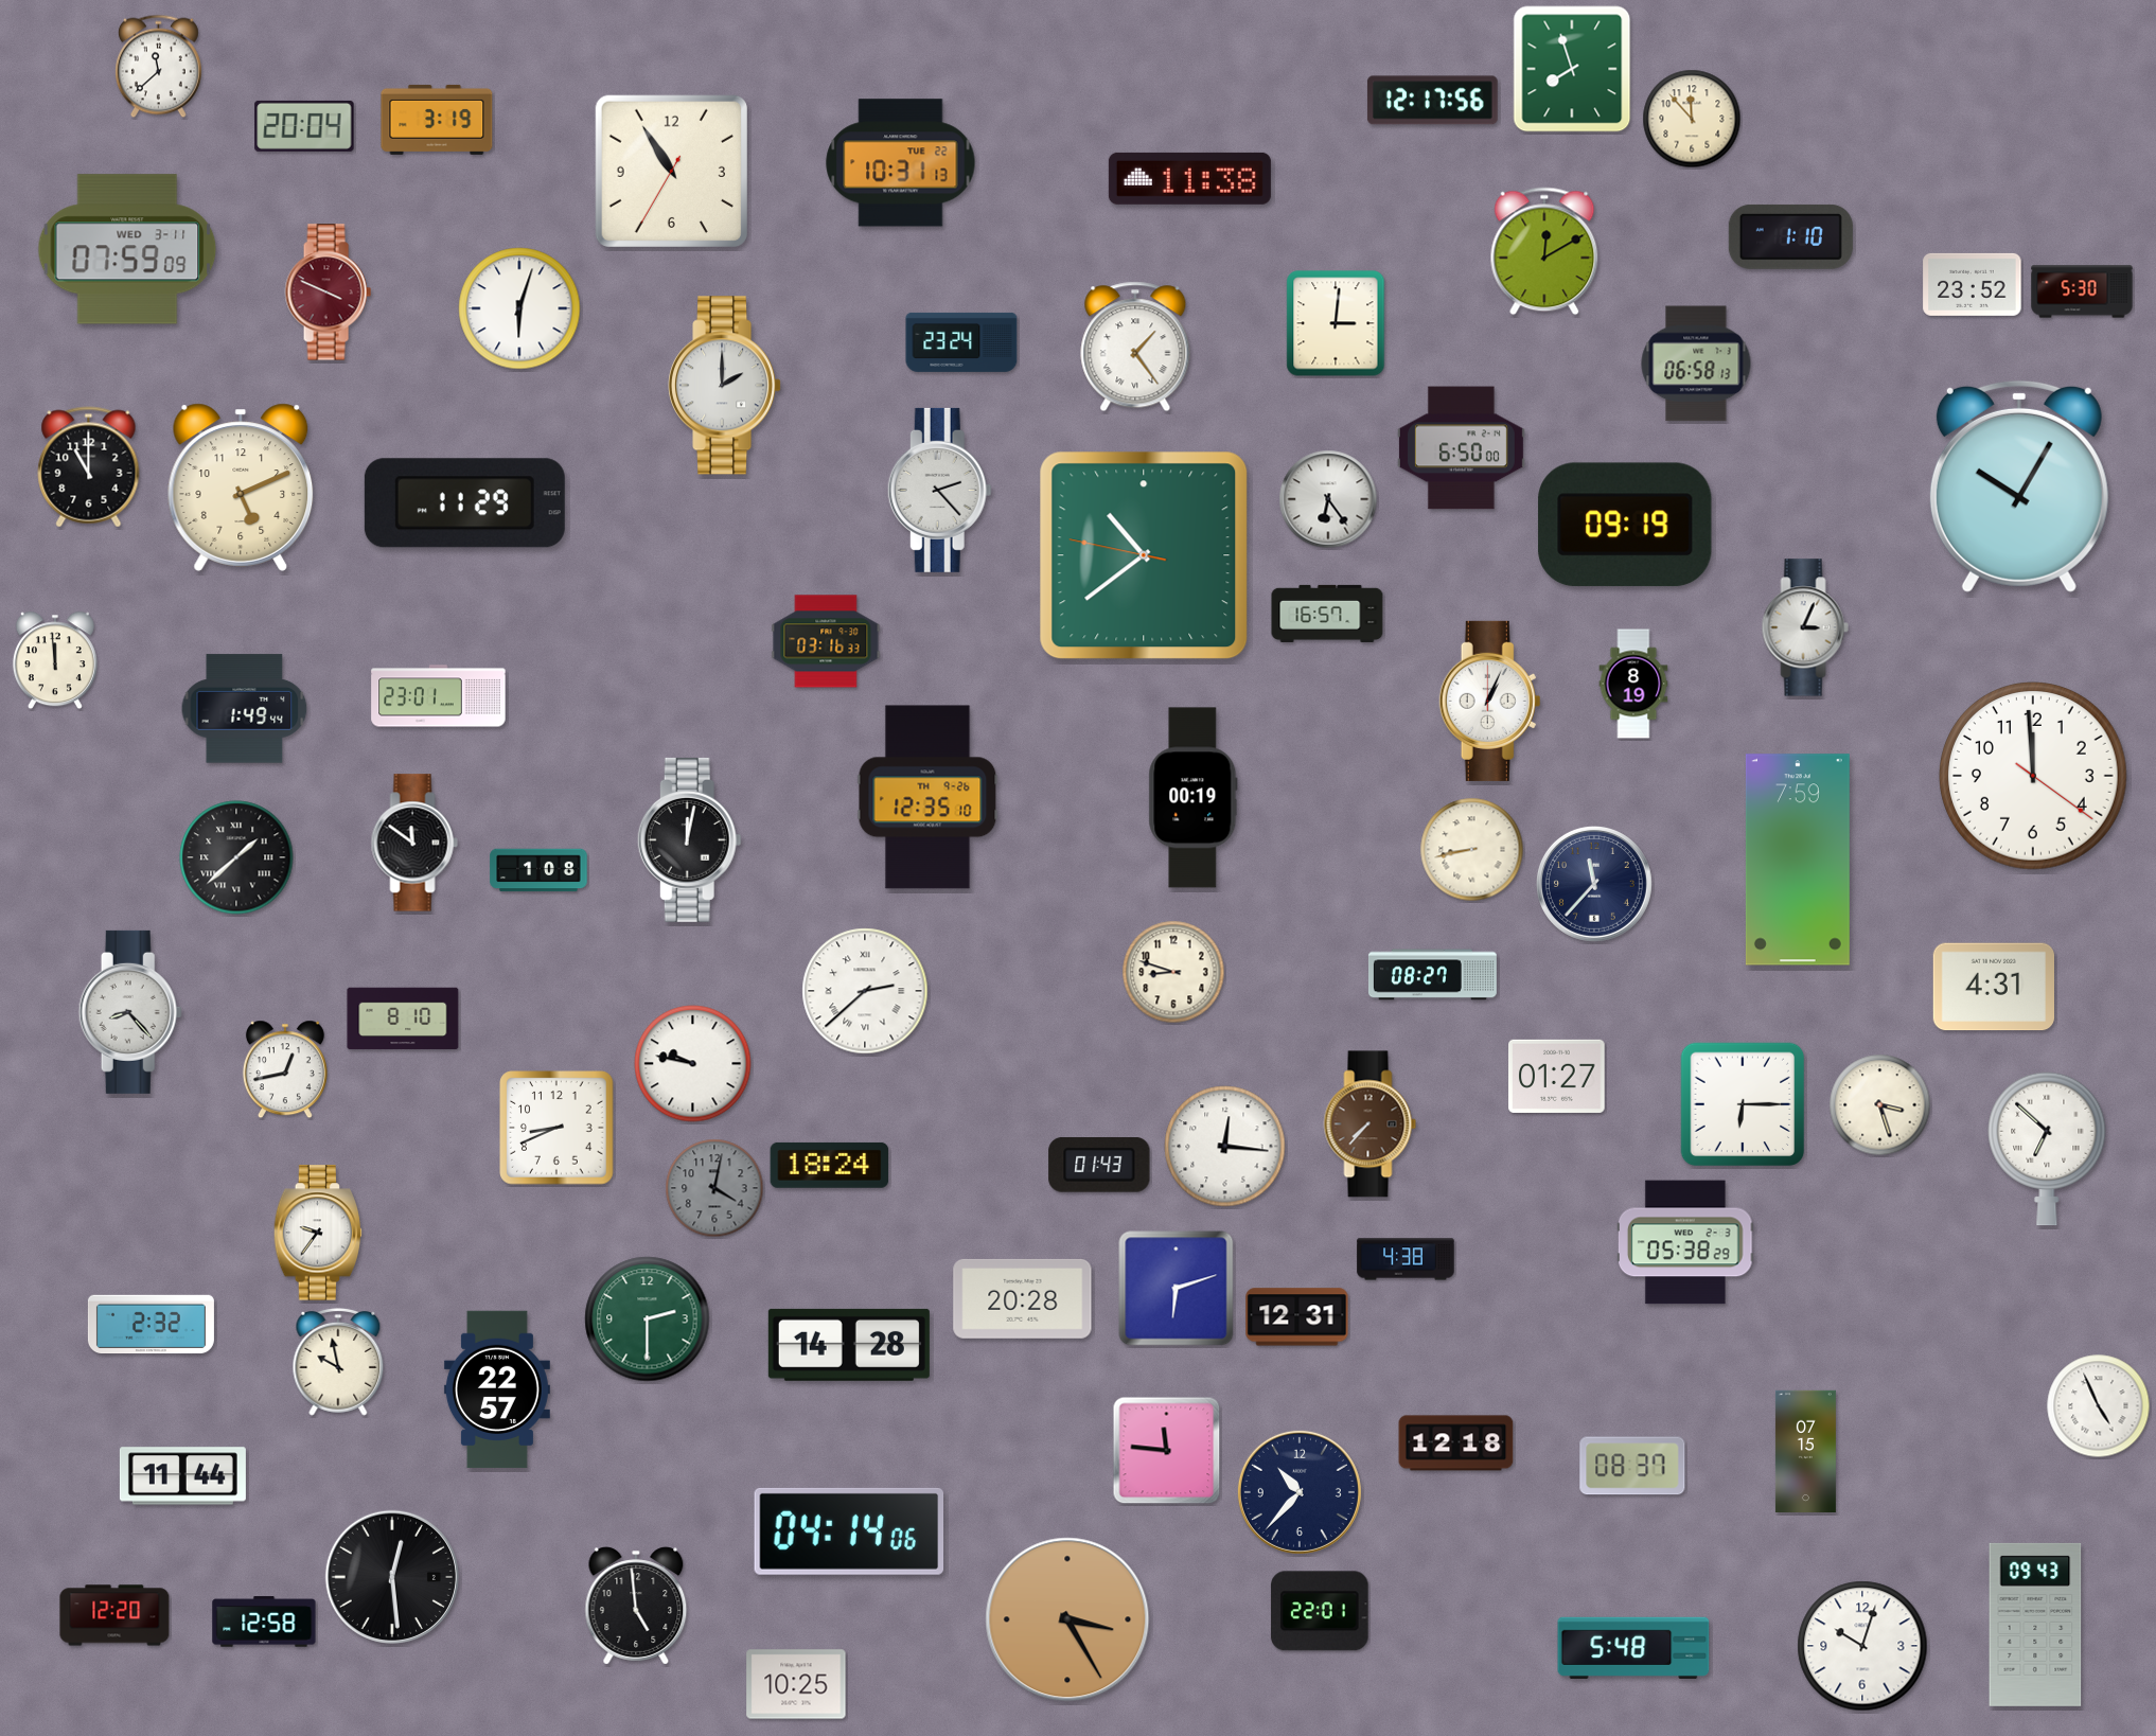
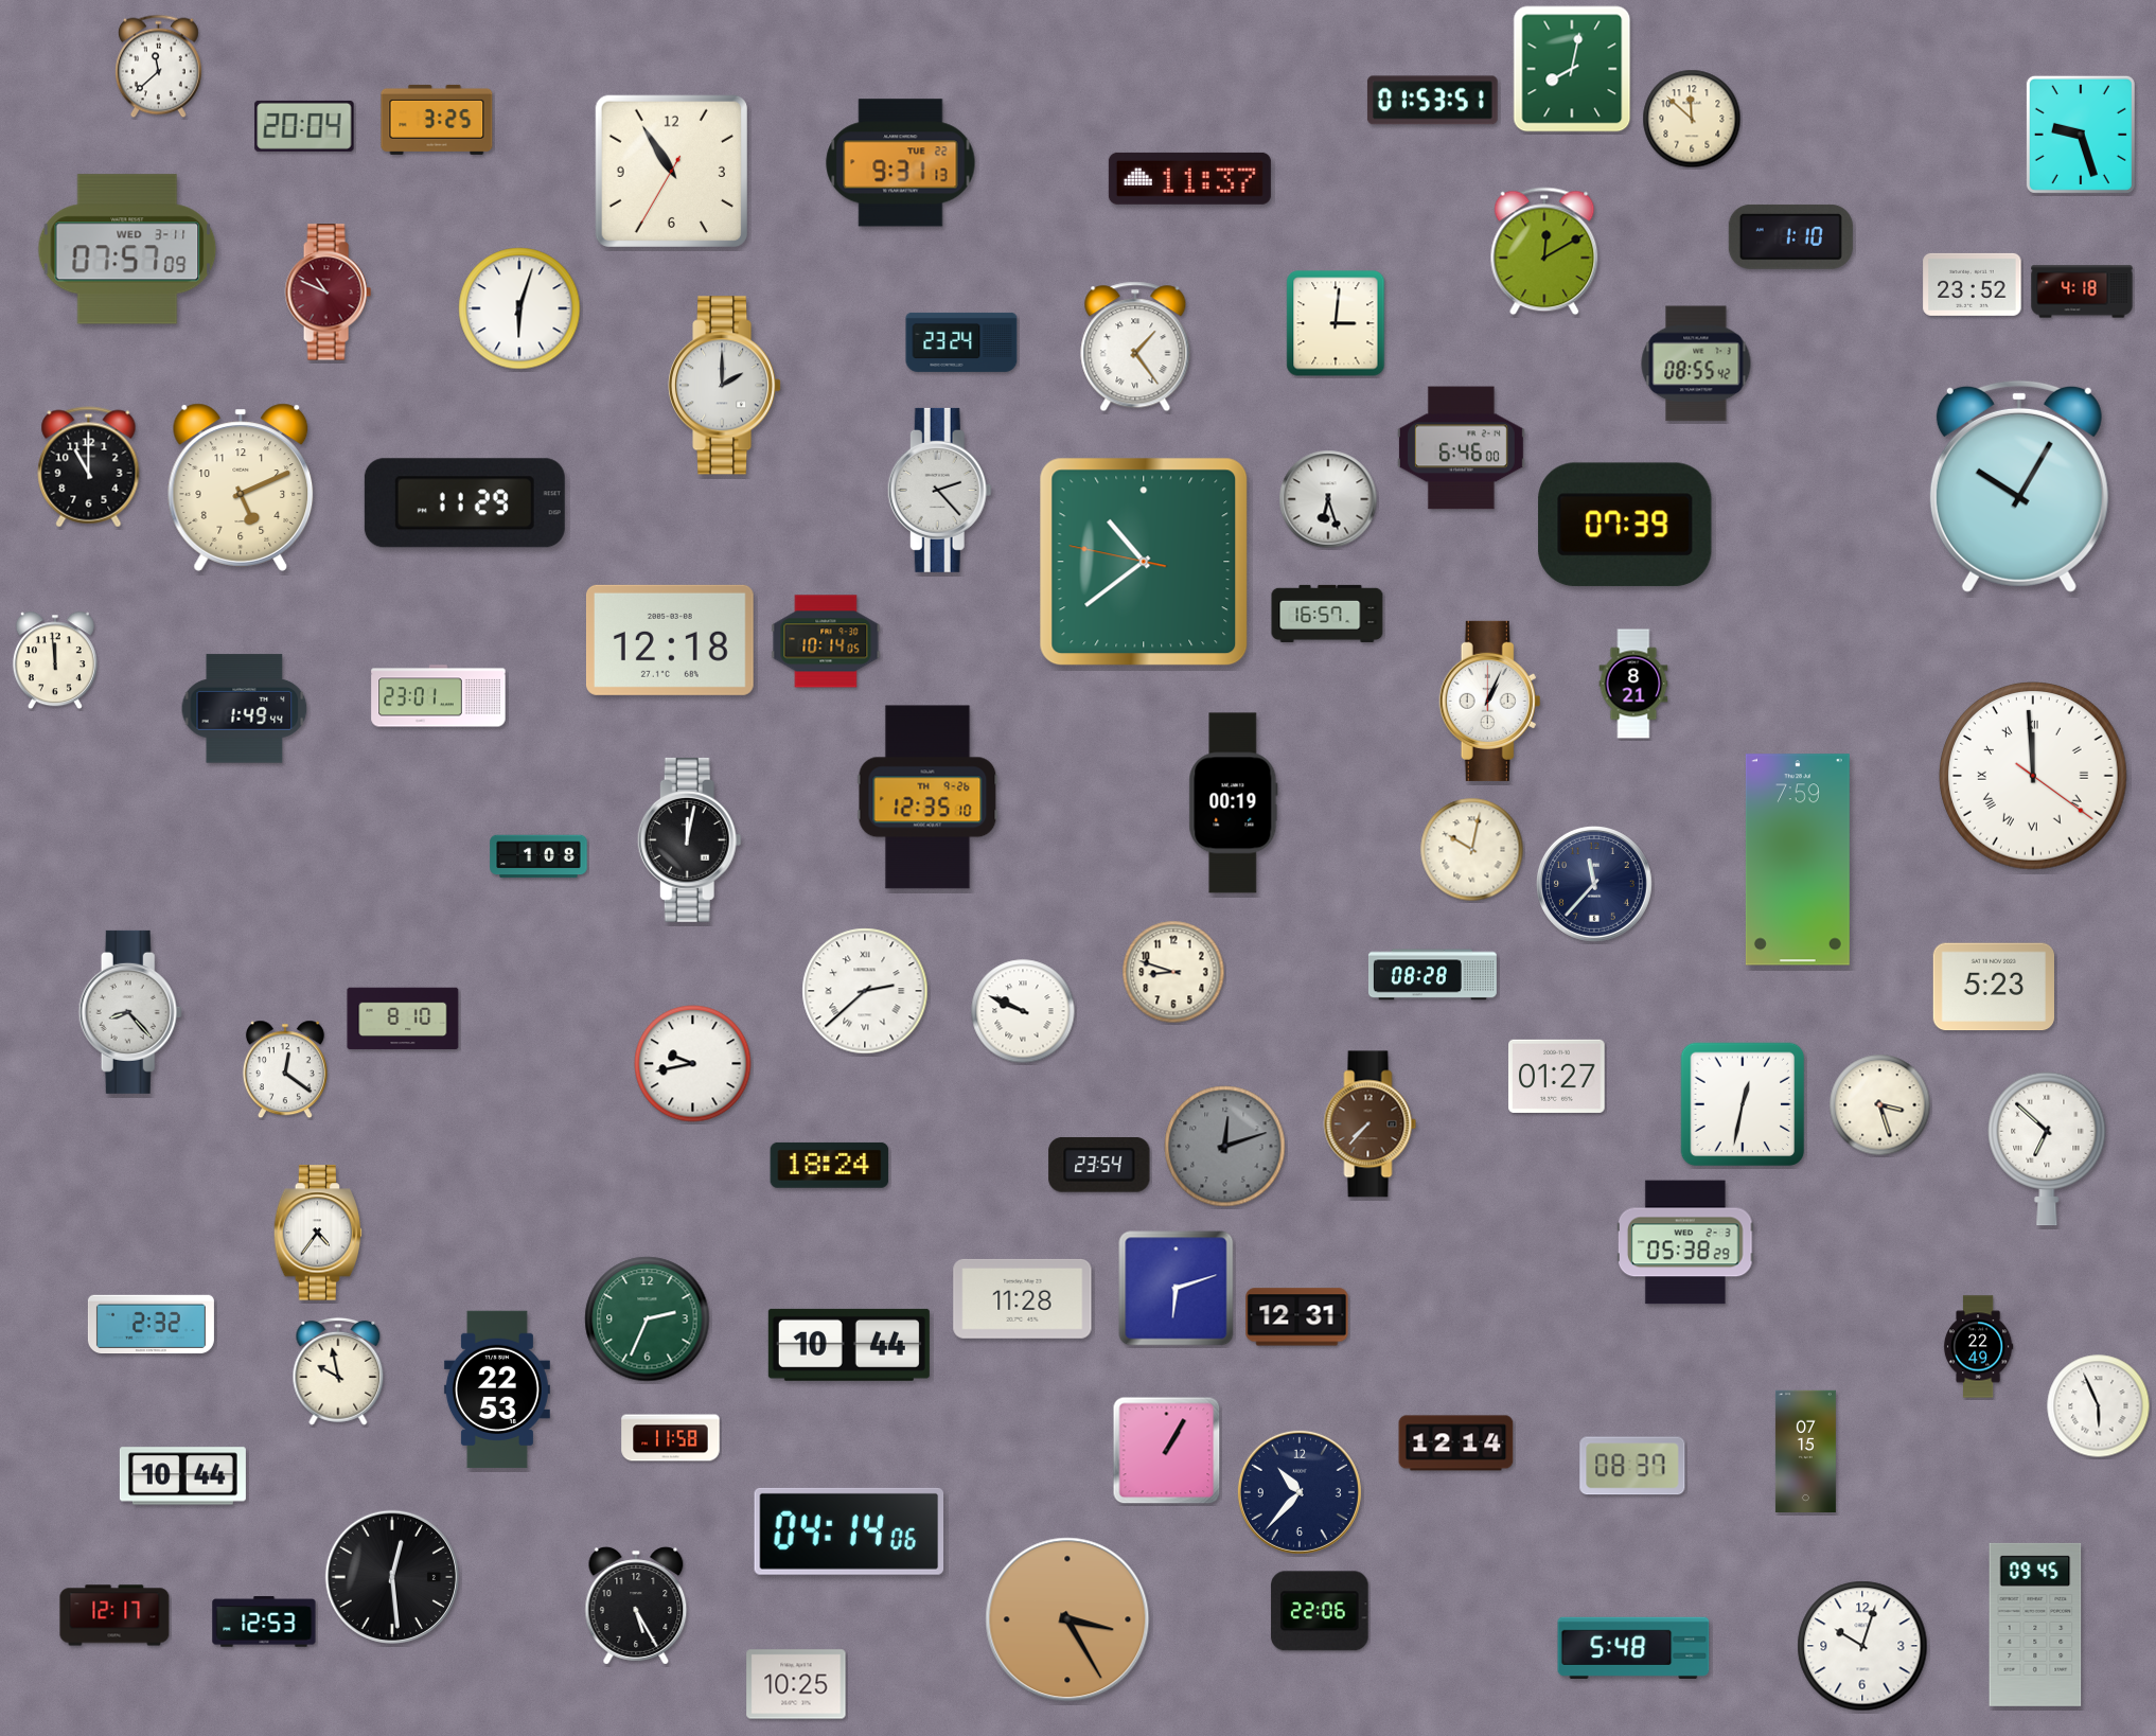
clock at (1572, 69): 7:57 -> 8:02
clock at (1432, 101): 12:17 -> 01:53
clock at (1692, 119): 11:53 -> 11:52
clock at (437, 120): 3:19 -> 3:25
clock at (2081, 135): none -> 9:27
clock at (901, 163): 10:31 -> 9:31
clock at (1189, 178): 11:38 -> 11:37
clock at (127, 249): 07:59 -> 07:57
clock at (2082, 291): 5:30 -> 4:18
clock at (328, 293): 3:49 -> 10:49
clock at (1696, 364): 06:58 -> 08:55
clock at (1461, 448): 6:50 -> 6:46
clock at (1328, 499): 6:24 -> 6:27
clock at (1625, 525): 09:19 -> 07:39
clock at (1144, 555) position: (1144, 555) -> (1144, 562)
clock at (1805, 627): 3:04 -> none
clock at (670, 640): none -> 12:18
clock at (826, 641): 03:16 -> 10:14
clock at (1633, 684): 8:19 -> 8:21
clock at (2034, 777) numerals: Arabic -> Roman
clock at (1194, 798) position: (1194, 798) -> (1234, 803)
clock at (414, 843): 11:51 -> none
clock at (1472, 850): 8:43 -> 10:02
clock at (236, 857): 1:38 -> none
clock at (538, 870) position: (538, 870) -> (538, 856)
clock at (1432, 975): 08:27 -> 08:28
clock at (1993, 987): 4:31 -> 5:23
clock at (1023, 1011): none -> 9:49
clock at (693, 1064): 9:47 -> 9:43
clock at (285, 1069): 12:43 -> 12:21
clock at (1743, 1104): 6:15 -> 12:32
clock at (556, 1128): 8:41 -> none
clock at (1225, 1147): 12:16 -> 12:12
clock at (1225, 1147) dial: white -> grey
clock at (1099, 1166): 01:43 -> 23:54
clock at (714, 1188): 4:02 -> none
clock at (318, 1233): 9:36 -> 4:36
clock at (1406, 1259): 4:38 -> none
clock at (1023, 1298): 20:28 -> 11:28
clock at (648, 1319): 2:30 -> 2:34
clock at (849, 1345): 14:28 -> 10:44
clock at (1978, 1347): none -> 22:49
clock at (338, 1362) position: (338, 1362) -> (338, 1371)
clock at (497, 1389): 22:57 -> 22:53
clock at (2099, 1406): 4:56 -> 5:56
clock at (671, 1438): none -> 11:58
clock at (1456, 1443): 12:18 -> 12:14
clock at (1167, 1451): 11:46 -> 1:05
clock at (182, 1476): 11:44 -> 10:44
clock at (636, 1606): 4:59 -> 5:25
clock at (1320, 1611): 22:01 -> 22:06
clock at (114, 1615): 12:20 -> 12:17
clock at (264, 1622): 12:58 -> 12:53
clock at (2035, 1625): 09:43 -> 09:45
